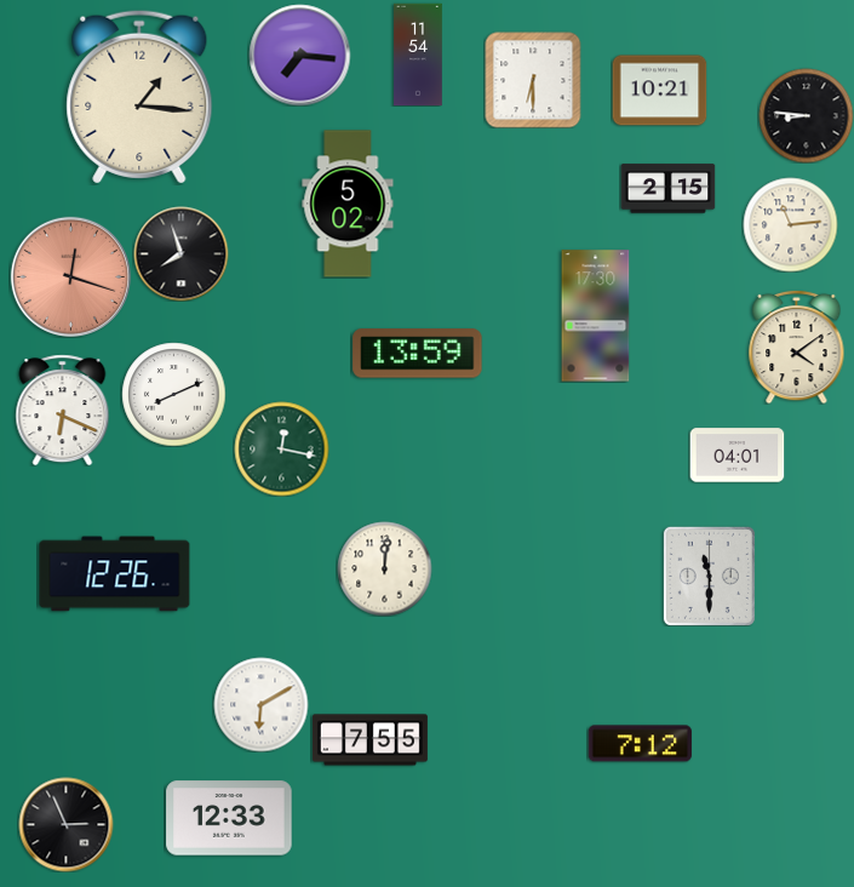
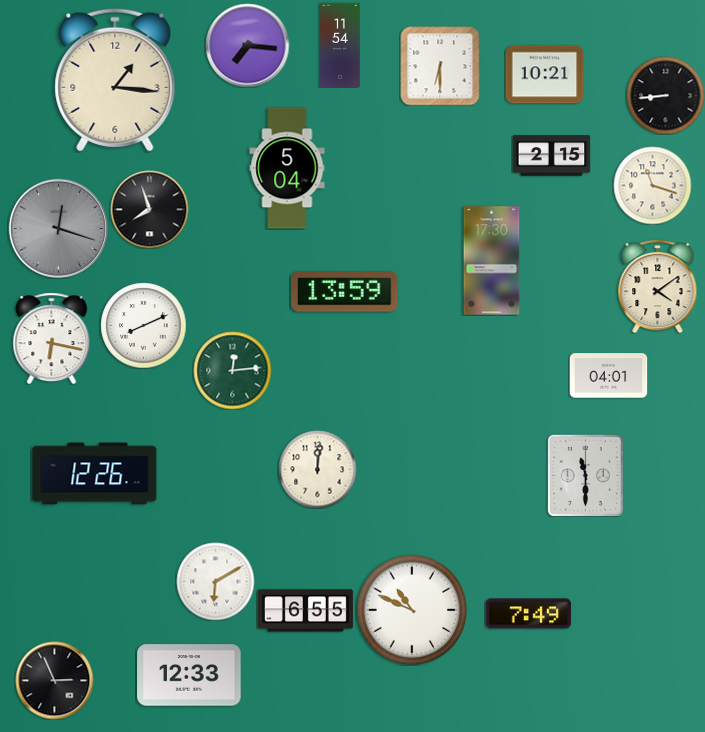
clock at (418, 55) position: (418, 55) -> (340, 45)
clock at (806, 115): 8:46 -> 8:44
clock at (348, 204): 5:02 -> 5:04
clock at (790, 224): 11:14 -> 11:18
clock at (70, 276) dial: salmon -> grey
clock at (63, 410): 6:19 -> 6:17
clock at (281, 448): 12:17 -> 12:14
clock at (411, 609): none -> 10:49
clock at (369, 740): 7:55 -> 6:55
clock at (640, 744): 7:12 -> 7:49
